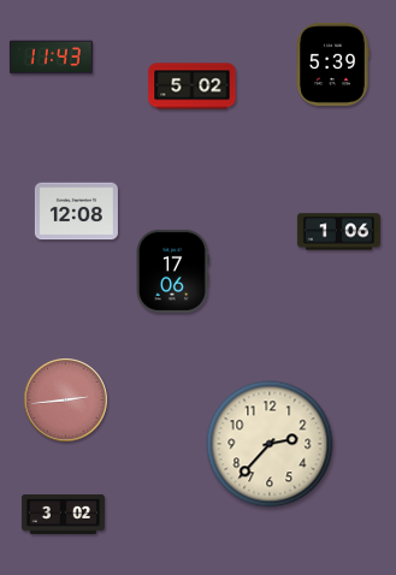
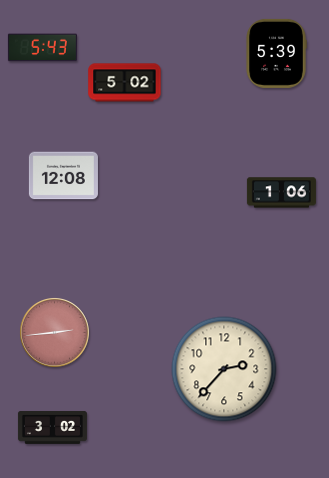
clock at (51, 58): 11:43 -> 5:43
clock at (193, 87) position: (193, 87) -> (125, 83)
clock at (172, 271): 17:06 -> none
